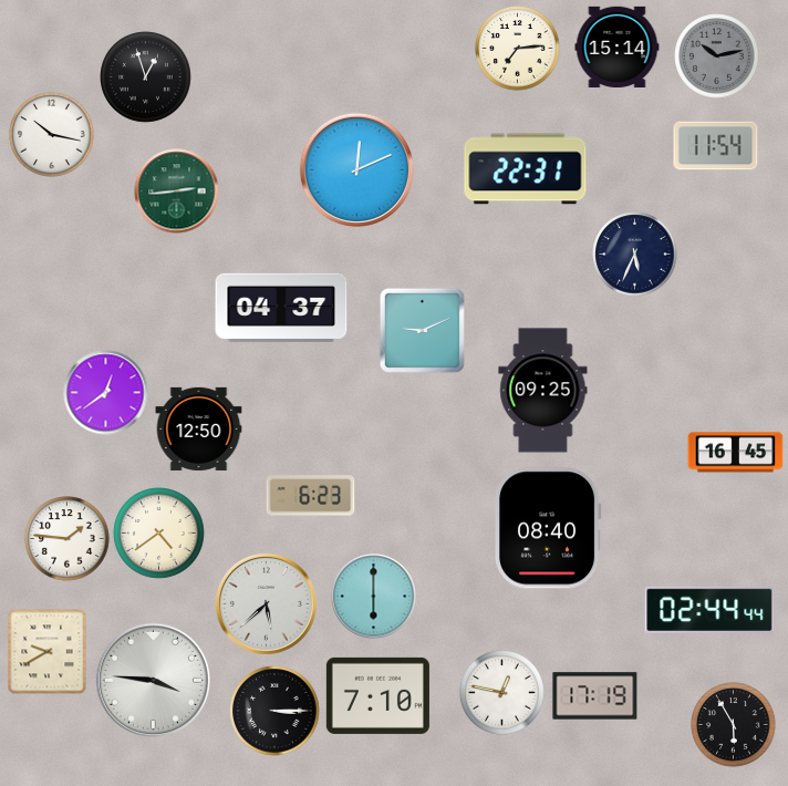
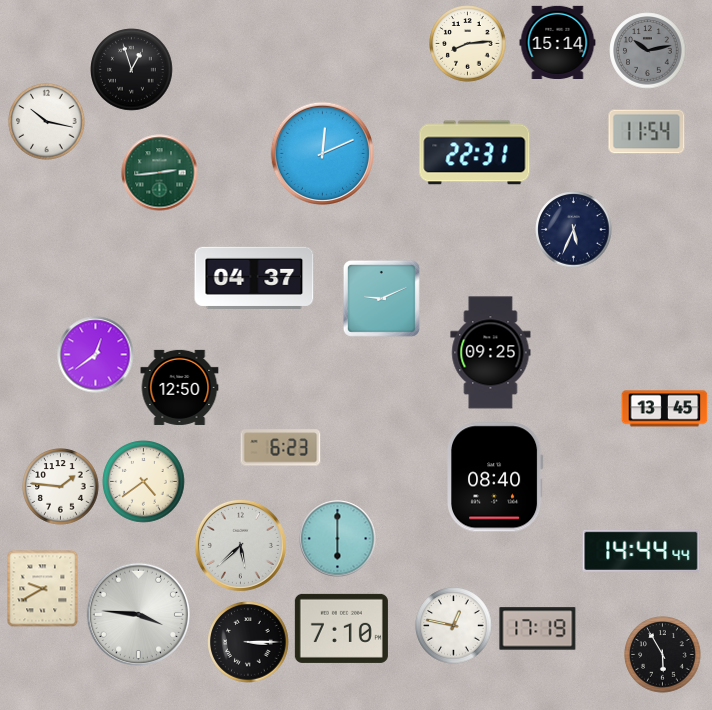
clock at (518, 49): 7:14 -> 8:14
clock at (736, 453): 16:45 -> 13:45
clock at (709, 610): 02:44 -> 14:44
